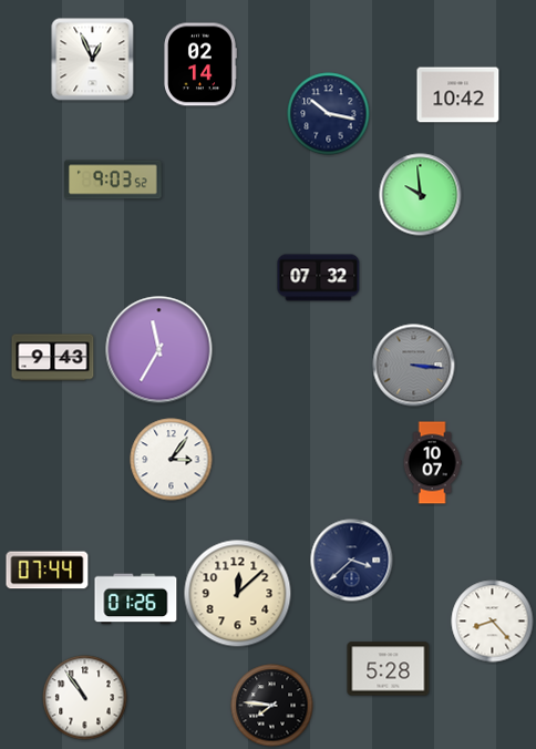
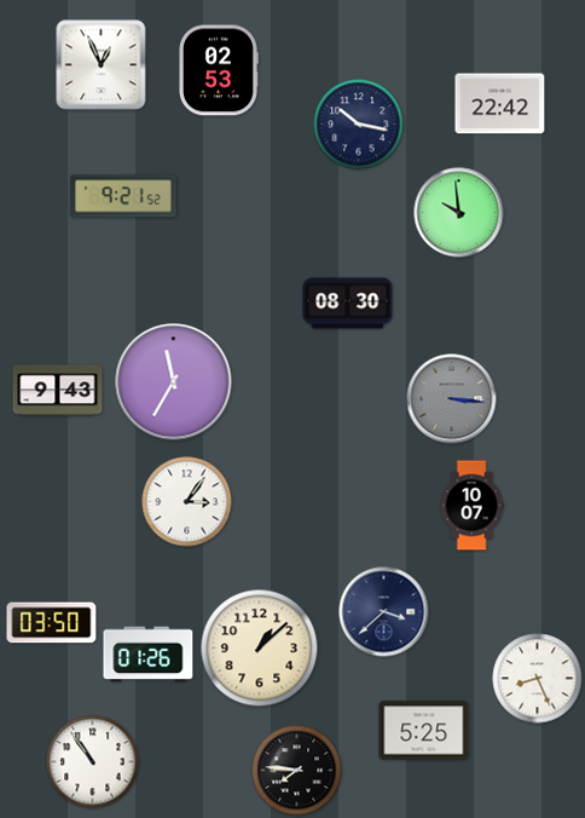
clock at (200, 64): 02:14 -> 02:53
clock at (458, 95): 10:42 -> 22:42
clock at (113, 179): 9:03 -> 9:21
clock at (319, 278): 07:32 -> 08:30
clock at (48, 571): 07:44 -> 03:50
clock at (238, 594): 12:08 -> 1:08
clock at (493, 622): 8:23 -> 8:26
clock at (389, 669): 5:28 -> 5:25
